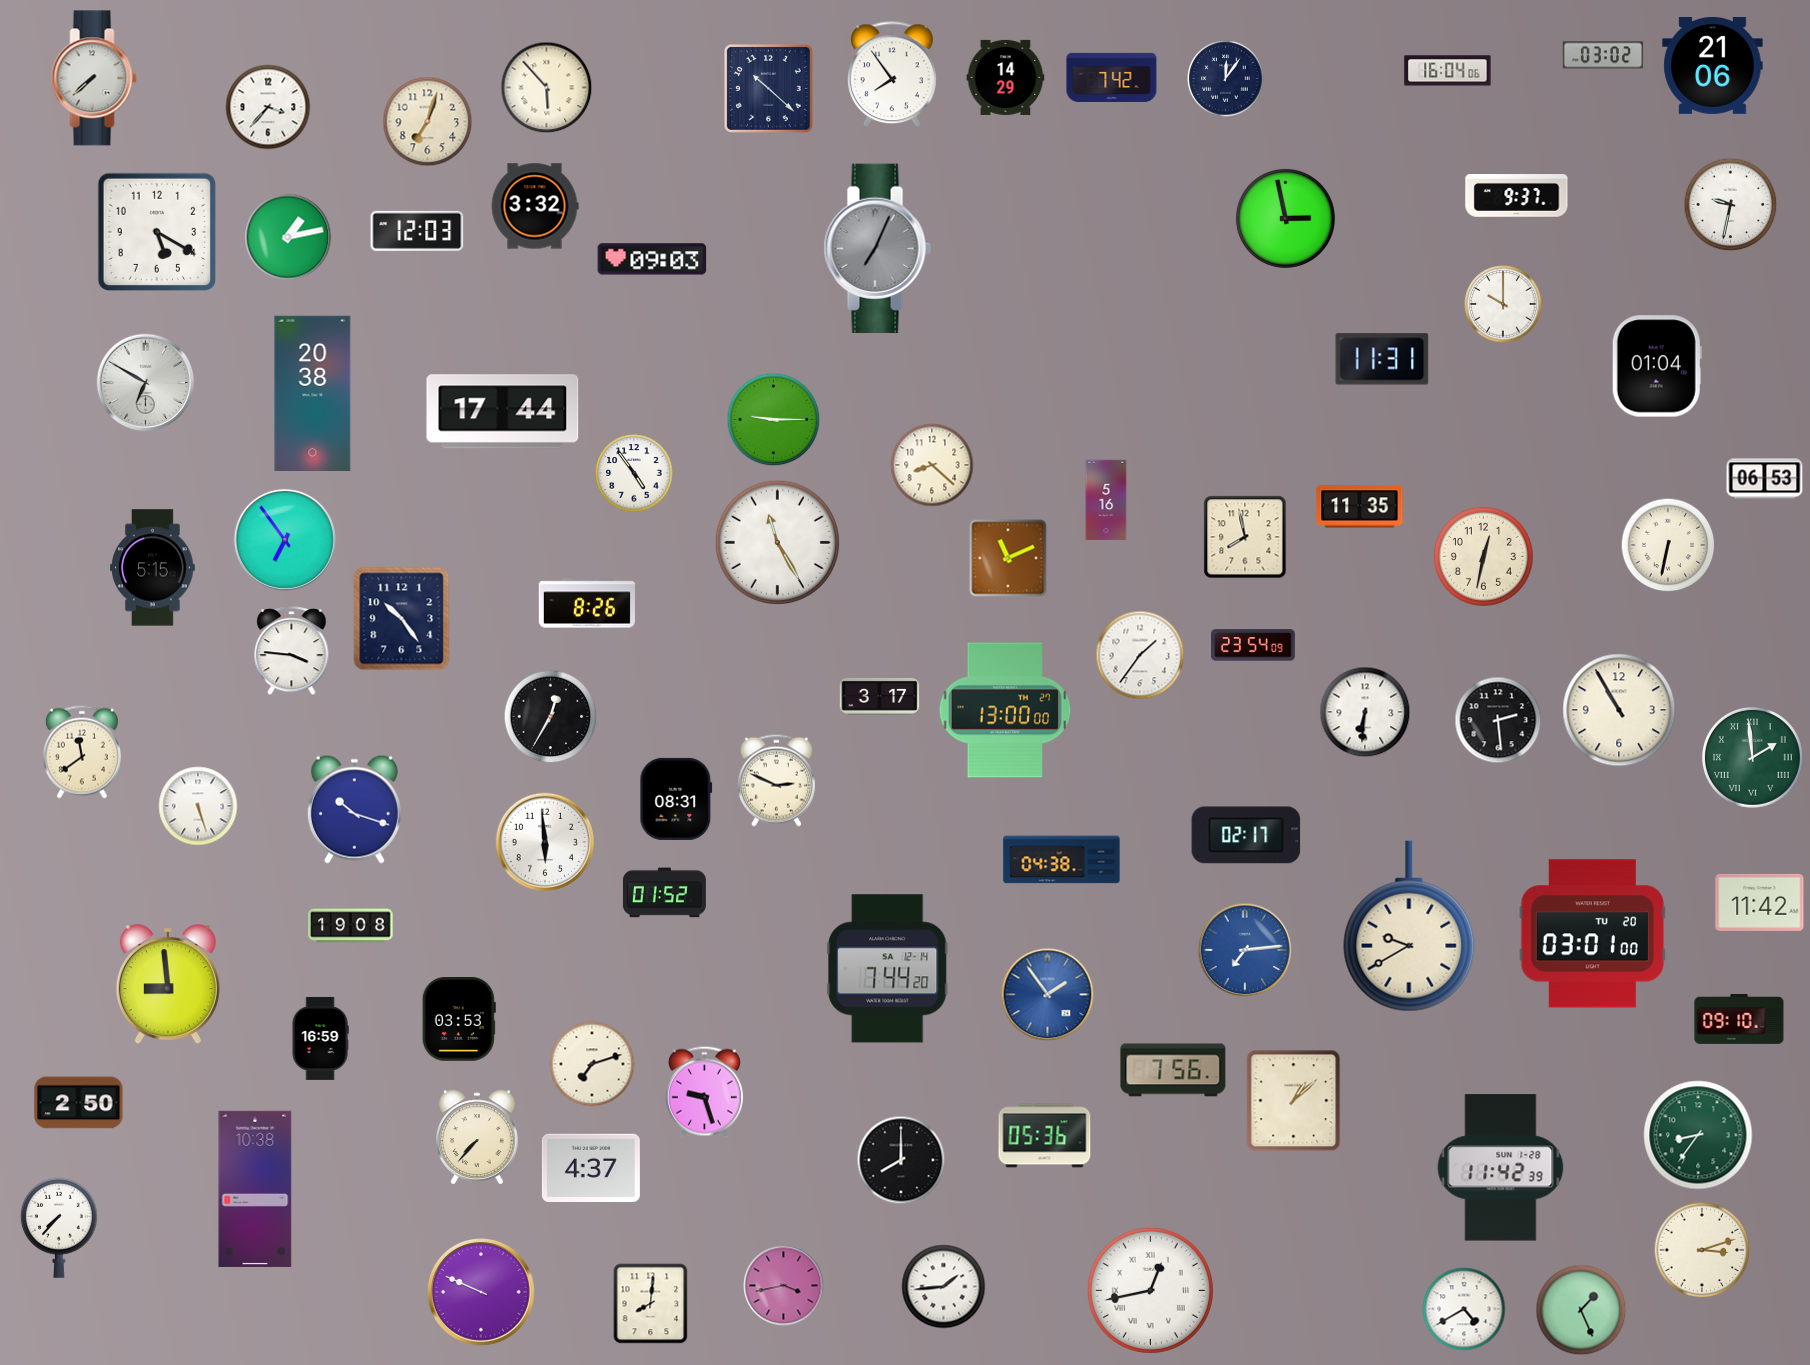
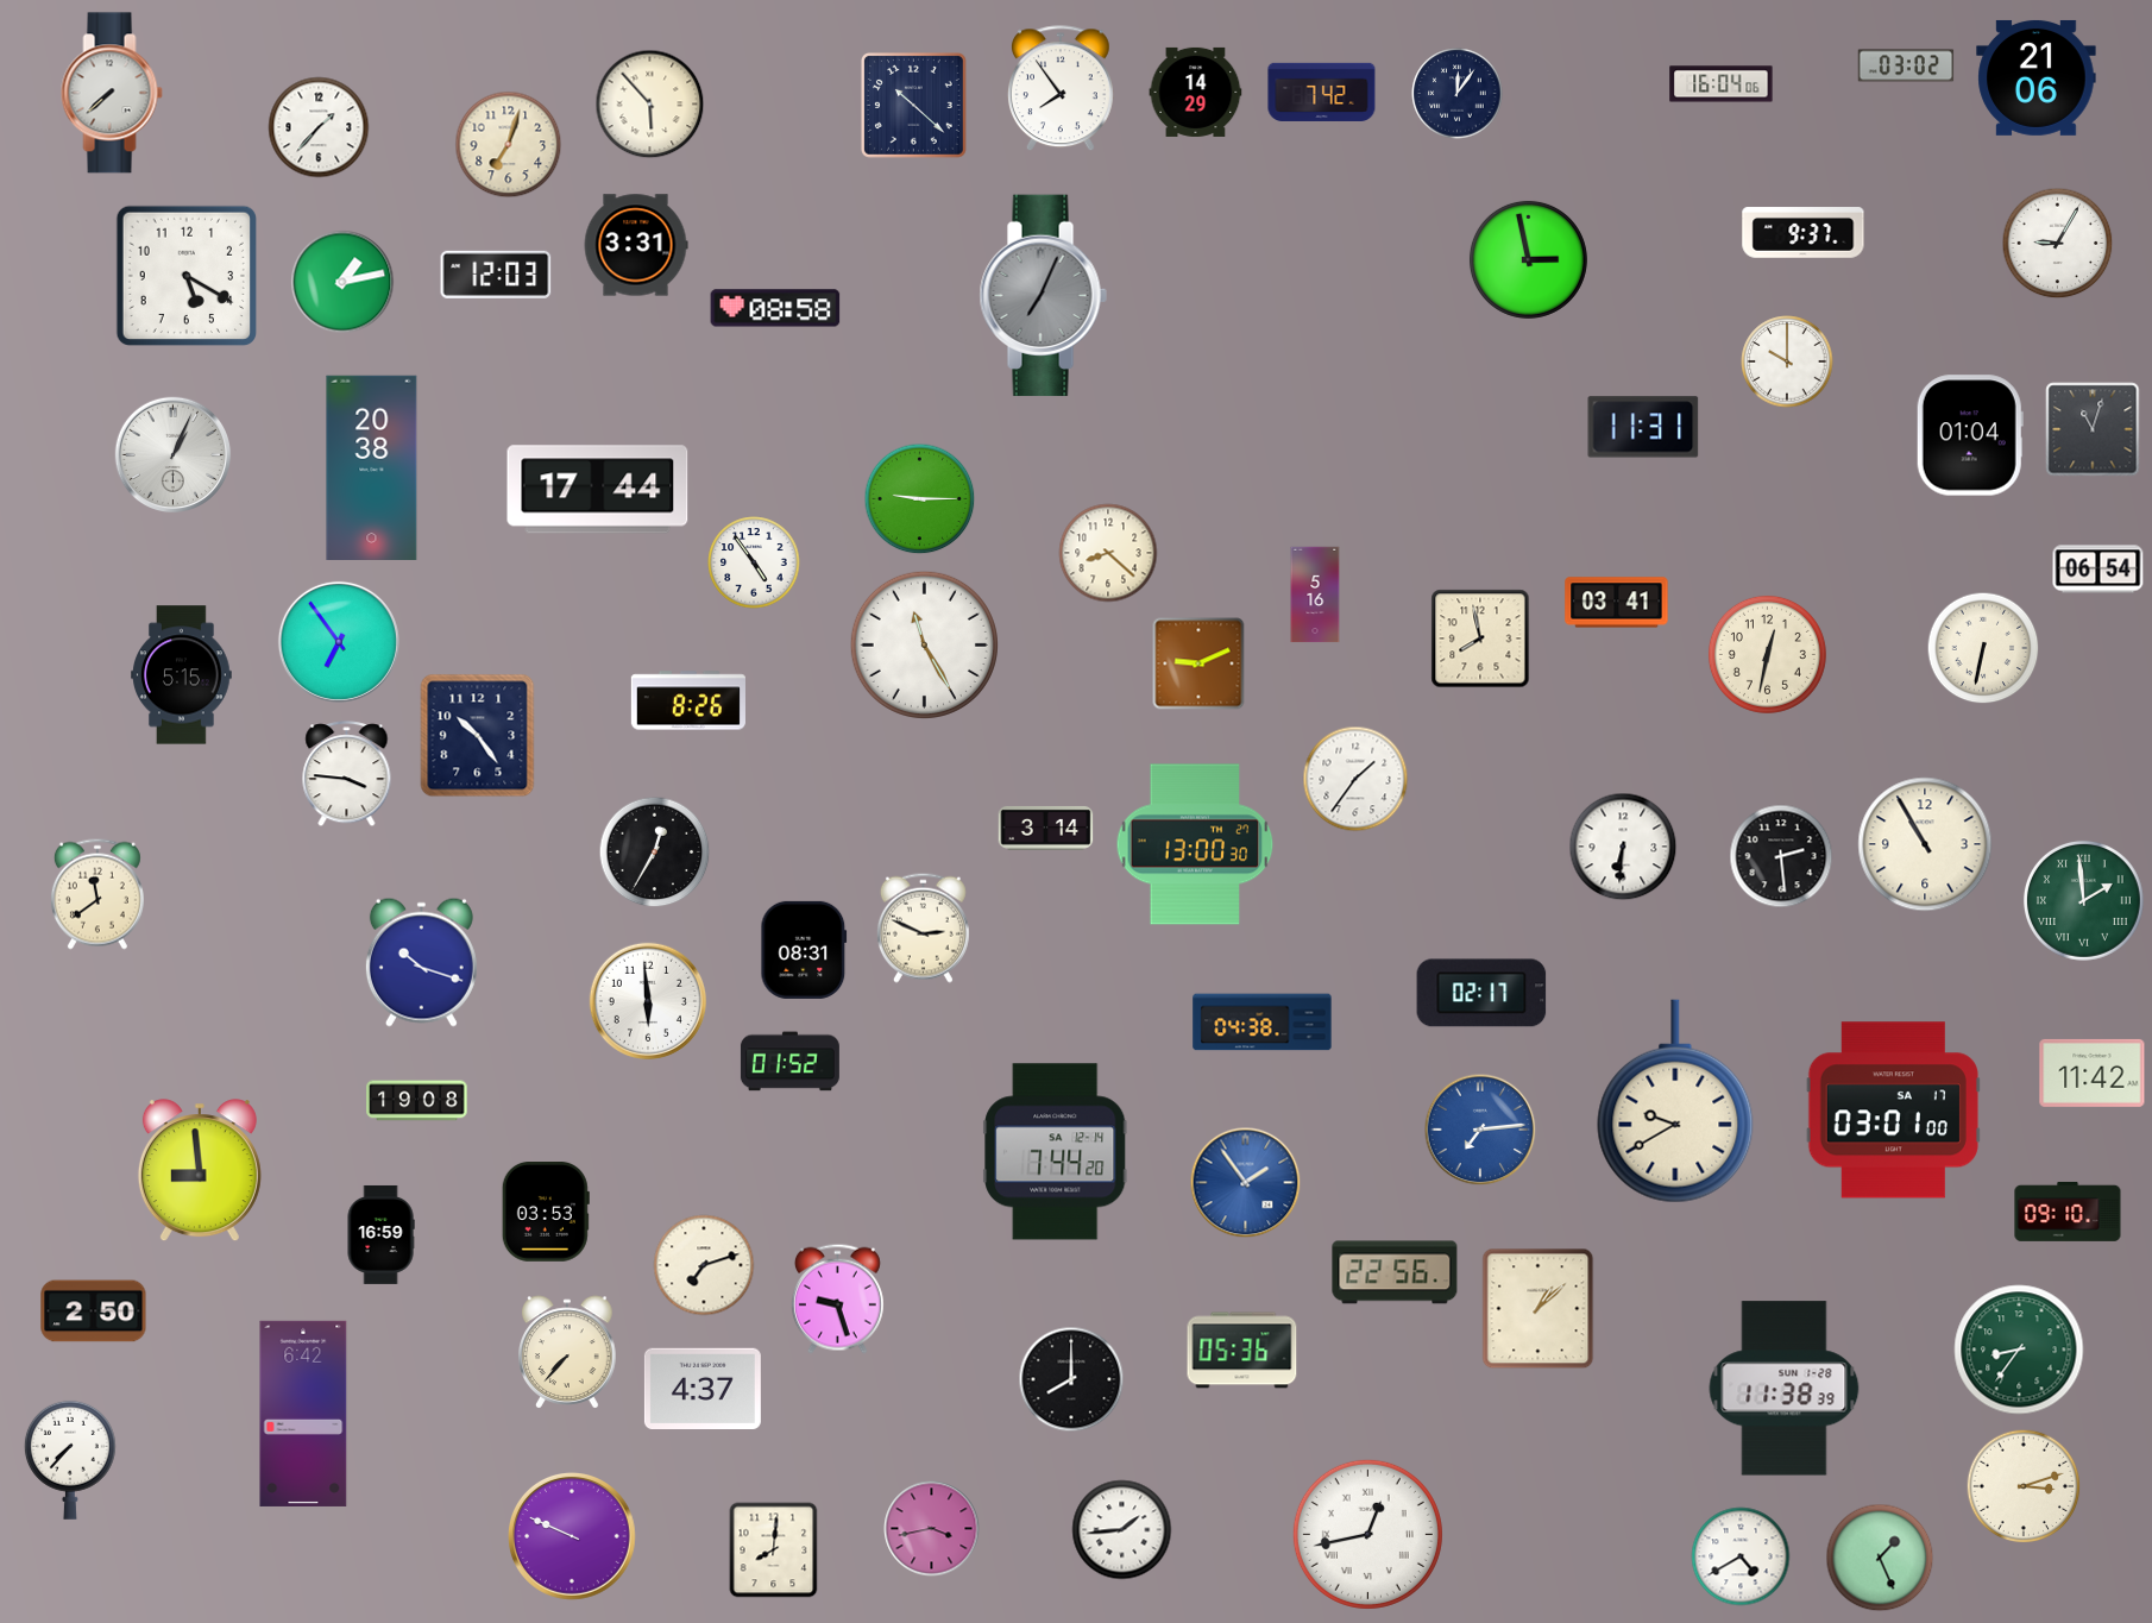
clock at (268, 107): 3:37 -> 1:37
clock at (1731, 205): 9:32 -> 9:05
clock at (535, 206): 3:32 -> 3:31
clock at (652, 259): 09:03 -> 08:58
clock at (2093, 429): none -> 11:03
clock at (146, 383): 6:50 -> 1:04
clock at (1765, 479): 06:53 -> 06:54
clock at (1360, 507): 11:35 -> 03:41
clock at (1483, 556) position: (1483, 556) -> (1767, 654)
clock at (1008, 558): 11:11 -> 9:11
clock at (587, 603) position: (587, 603) -> (688, 700)
clock at (1254, 645): 23:54 -> none
clock at (880, 696): 3:17 -> 3:14
clock at (1005, 710): 13:00:00 -> 13:00:30
clock at (198, 806): 5:27 -> none
clock at (1592, 934) date: TU 20 -> SA 17
clock at (1173, 1070): 7:56 -> 22:56
clock at (1501, 1168): 11:42 -> 11:38
clock at (255, 1189): 10:38 -> 6:42
